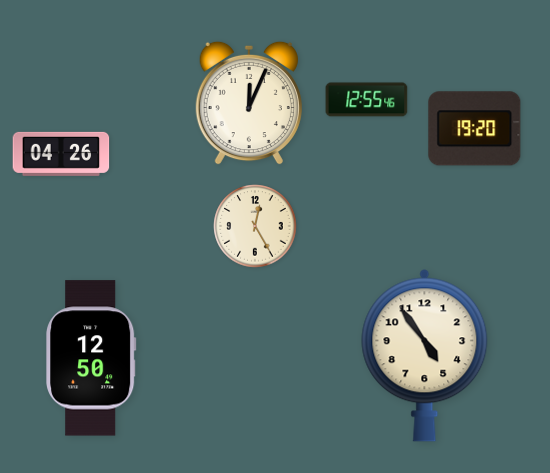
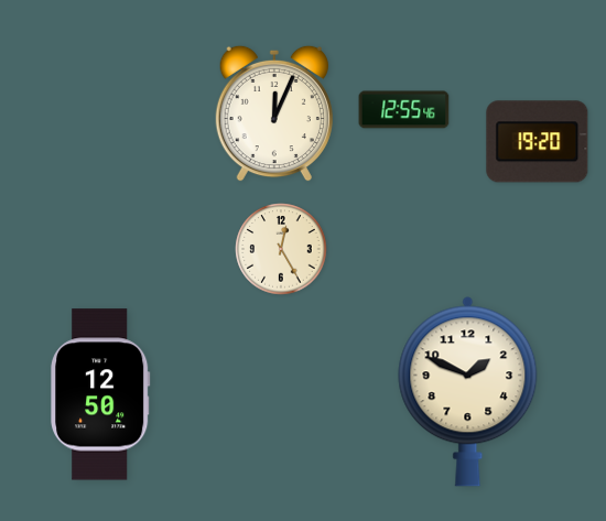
clock at (475, 129) position: (475, 129) -> (538, 142)
clock at (61, 154): 04:26 -> none
clock at (425, 356): 4:54 -> 1:49
